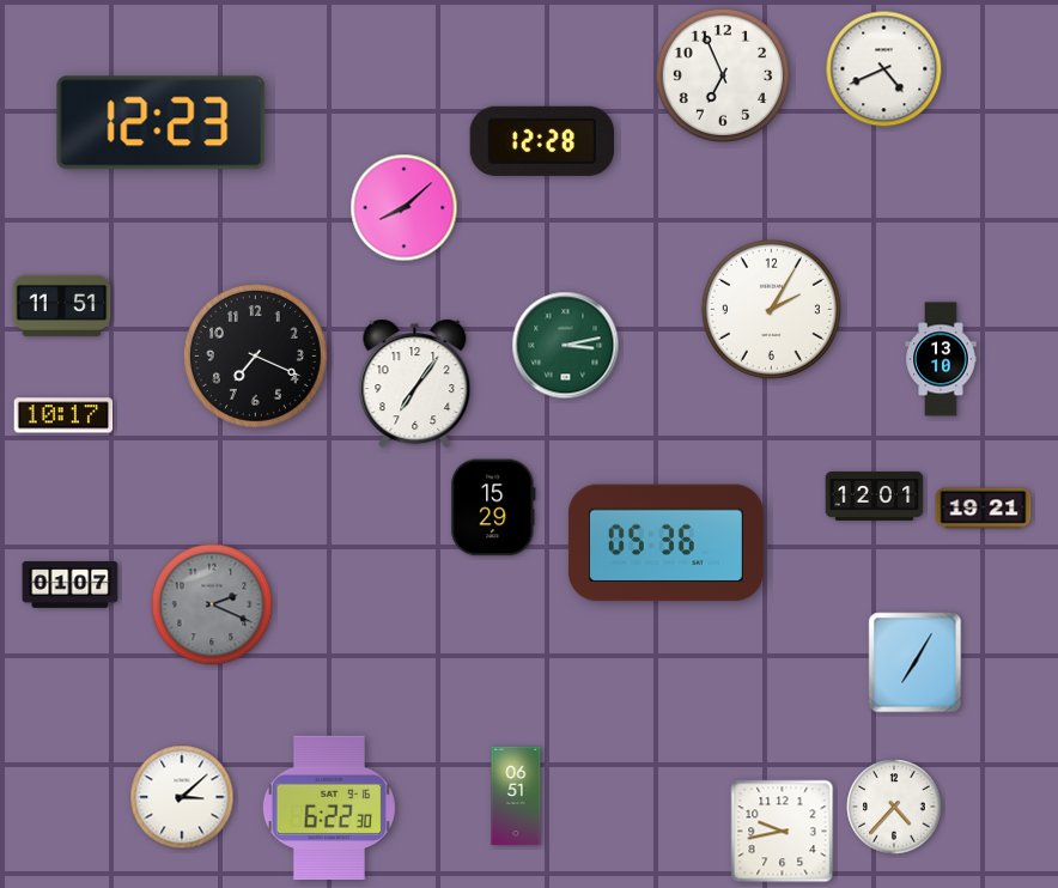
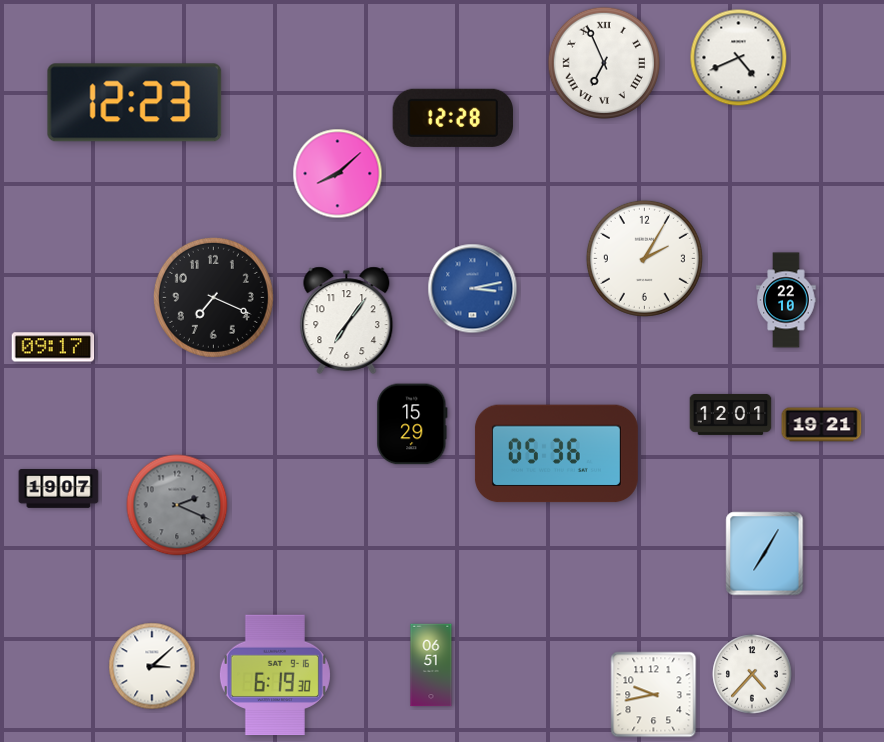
clock at (722, 74) numerals: Arabic -> Roman
clock at (62, 305): 11:51 -> none
clock at (566, 346) dial: green -> blue
clock at (941, 359): 13:10 -> 22:10
clock at (63, 415): 10:17 -> 09:17
clock at (71, 585): 01:07 -> 19:07
clock at (894, 807) position: (894, 807) -> (752, 674)
clock at (329, 808): 6:22 -> 6:19
